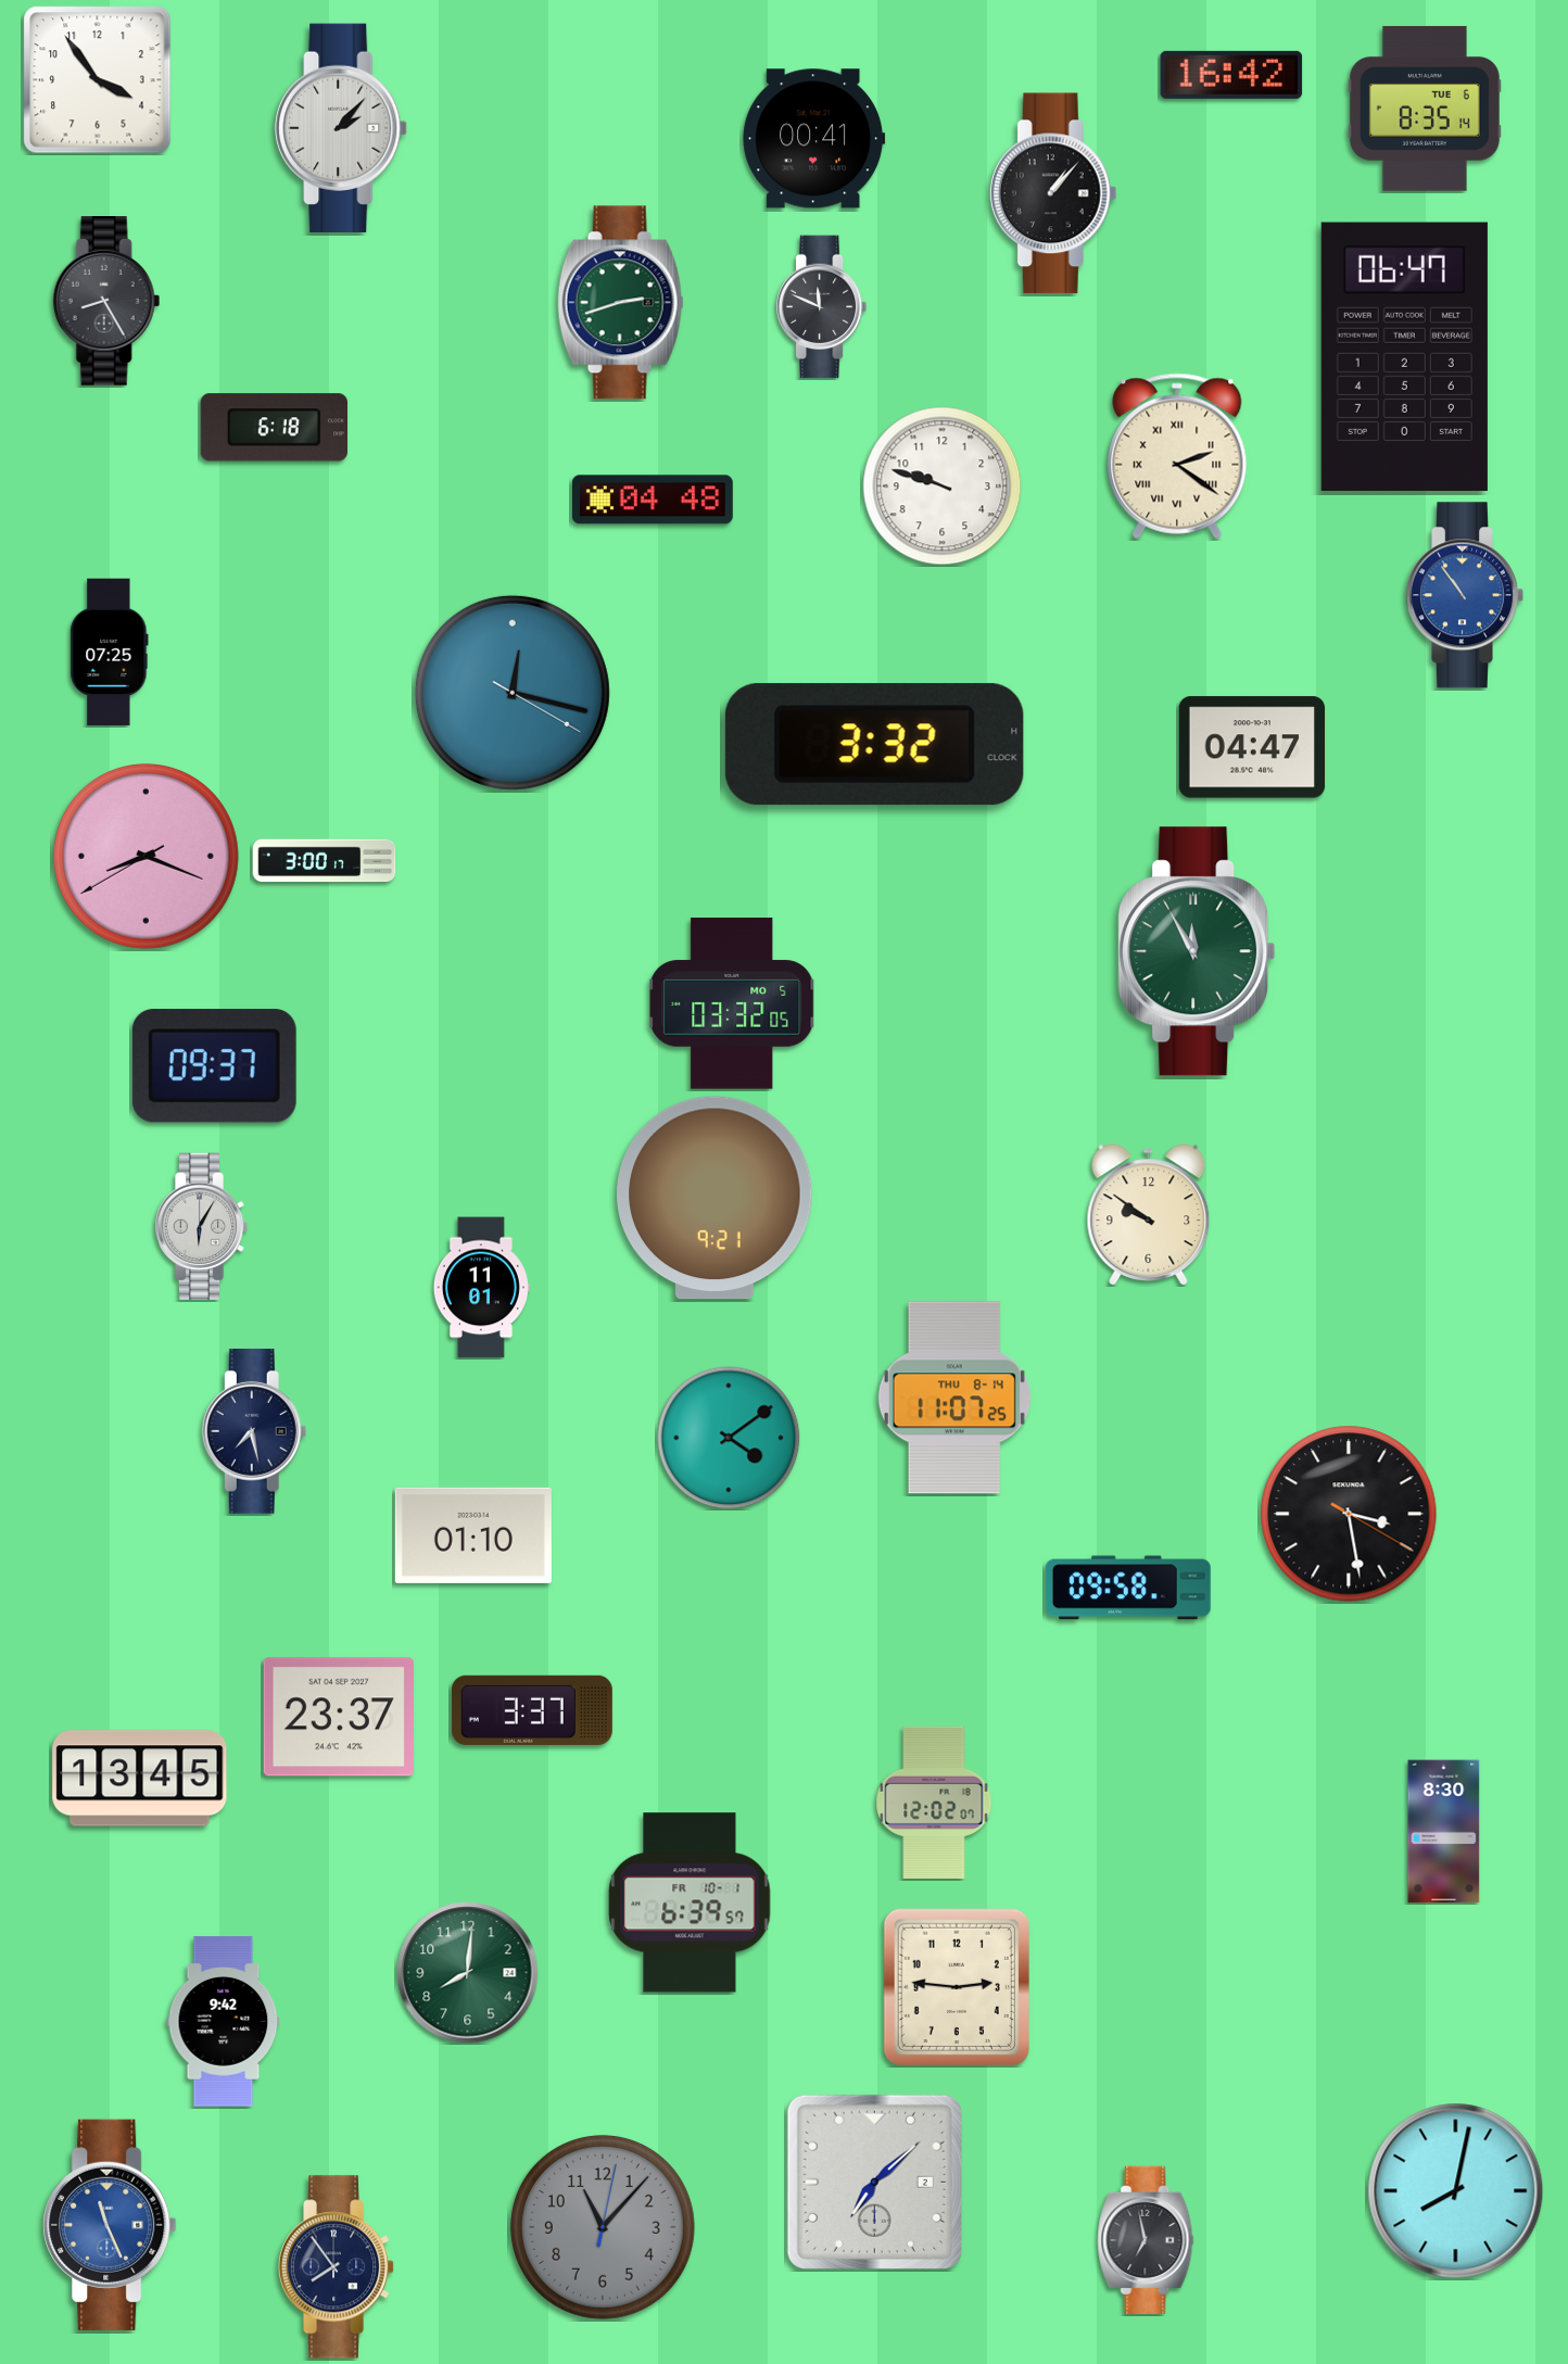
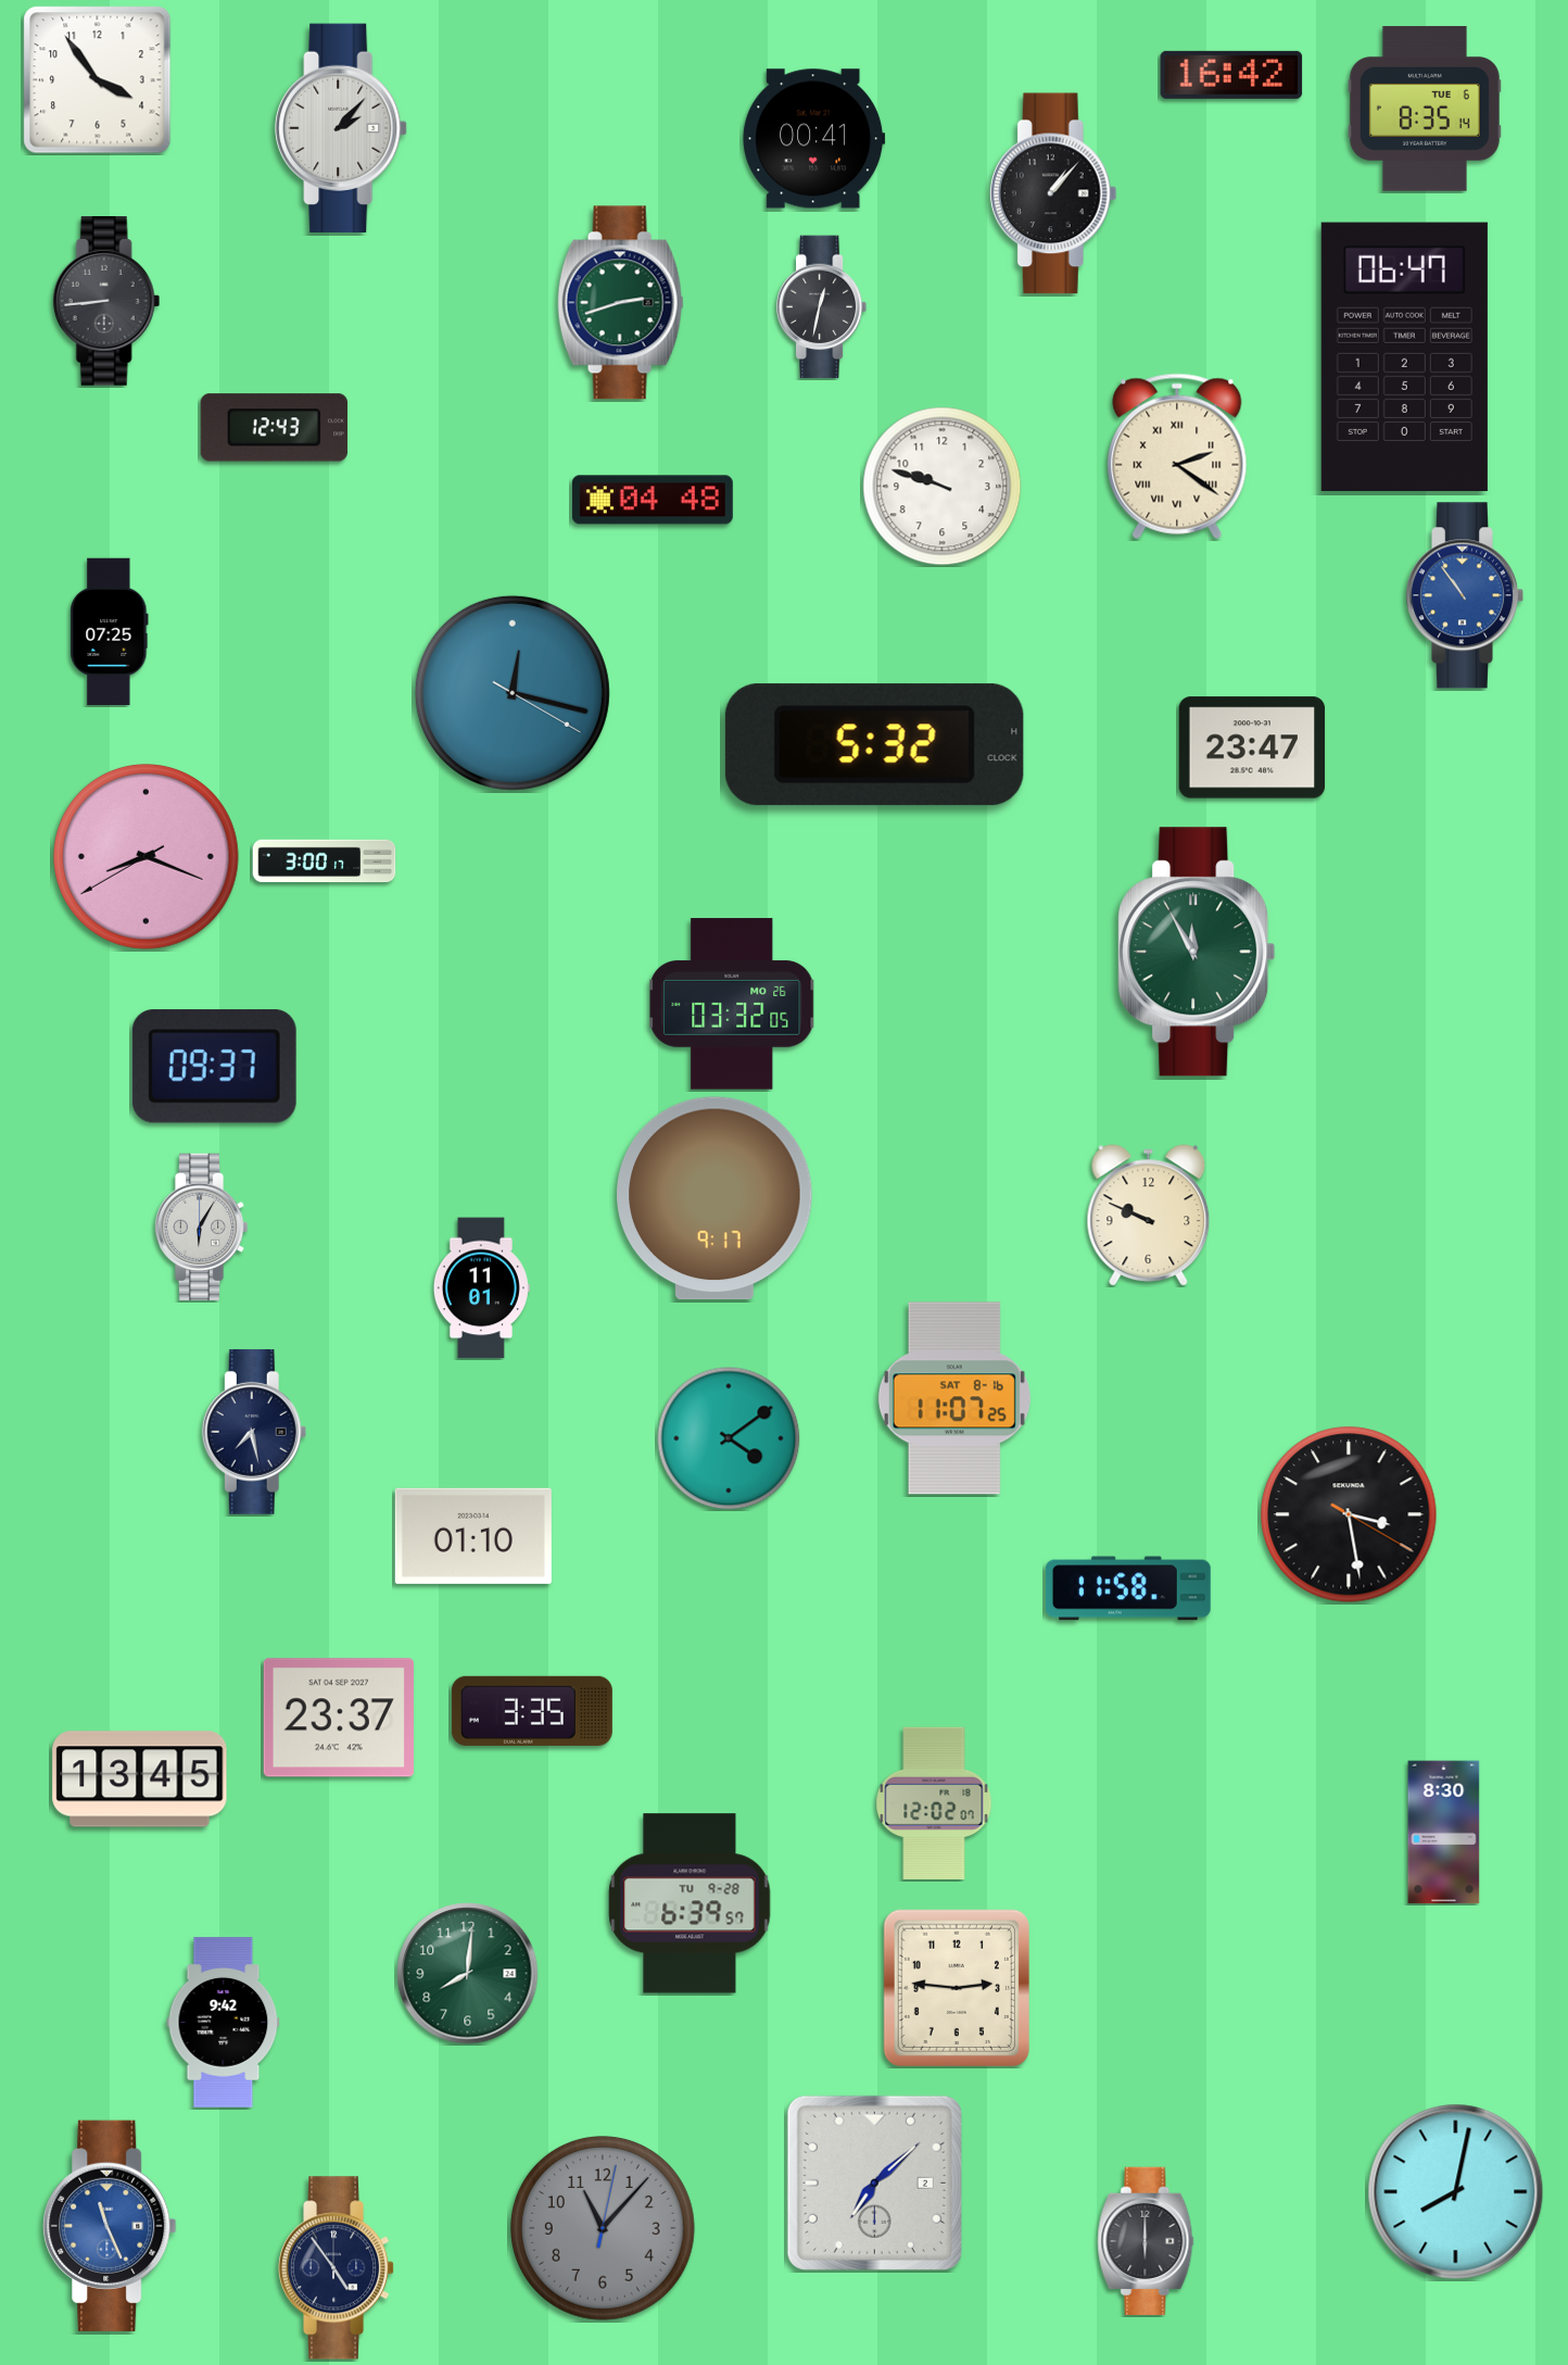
clock at (106, 301): 8:25 -> 8:44
clock at (822, 307): 11:49 -> 12:32
clock at (274, 428): 6:18 -> 12:43
clock at (110, 653) position: (110, 653) -> (110, 632)
clock at (874, 745): 3:32 -> 5:32
clock at (1252, 747): 04:47 -> 23:47
clock at (733, 1003) date: MO 5 -> MO 26
clock at (715, 1198): 9:21 -> 9:17
clock at (1149, 1215): 9:51 -> 9:49
clock at (954, 1398) date: THU 8-14 -> SAT 8-16
clock at (1128, 1588): 09:58 -> 11:58
clock at (532, 1710): 3:37 -> 3:35
clock at (690, 1902) date: FR 10-1 -> TU 9-28
clock at (1146, 2239): 6:58 -> 6:00
clock at (337, 2267): 7:54 -> 4:54
